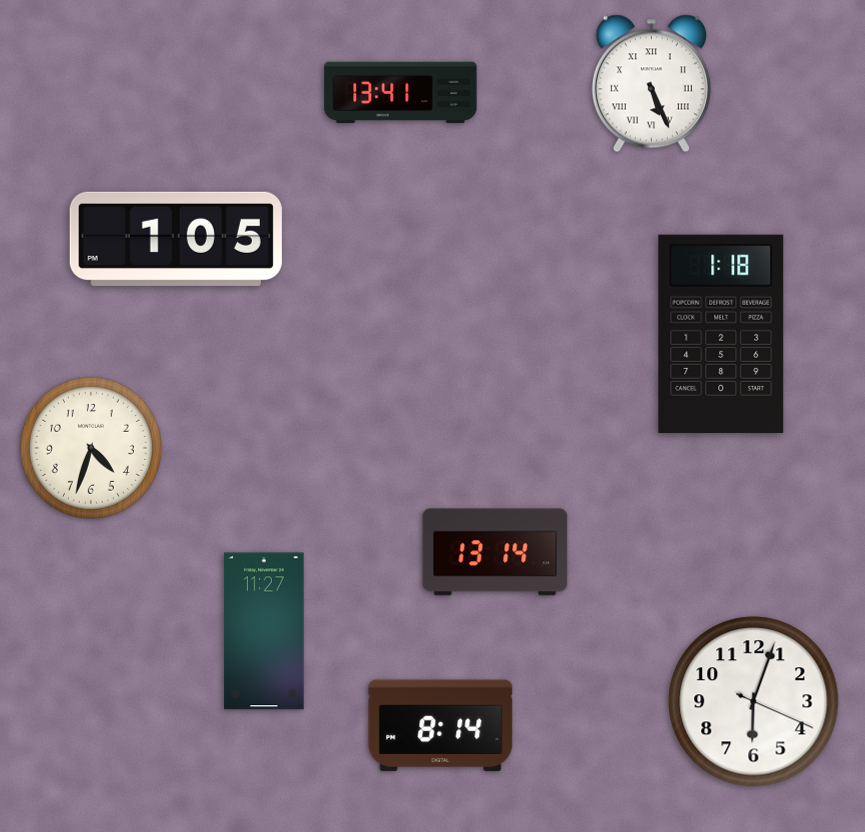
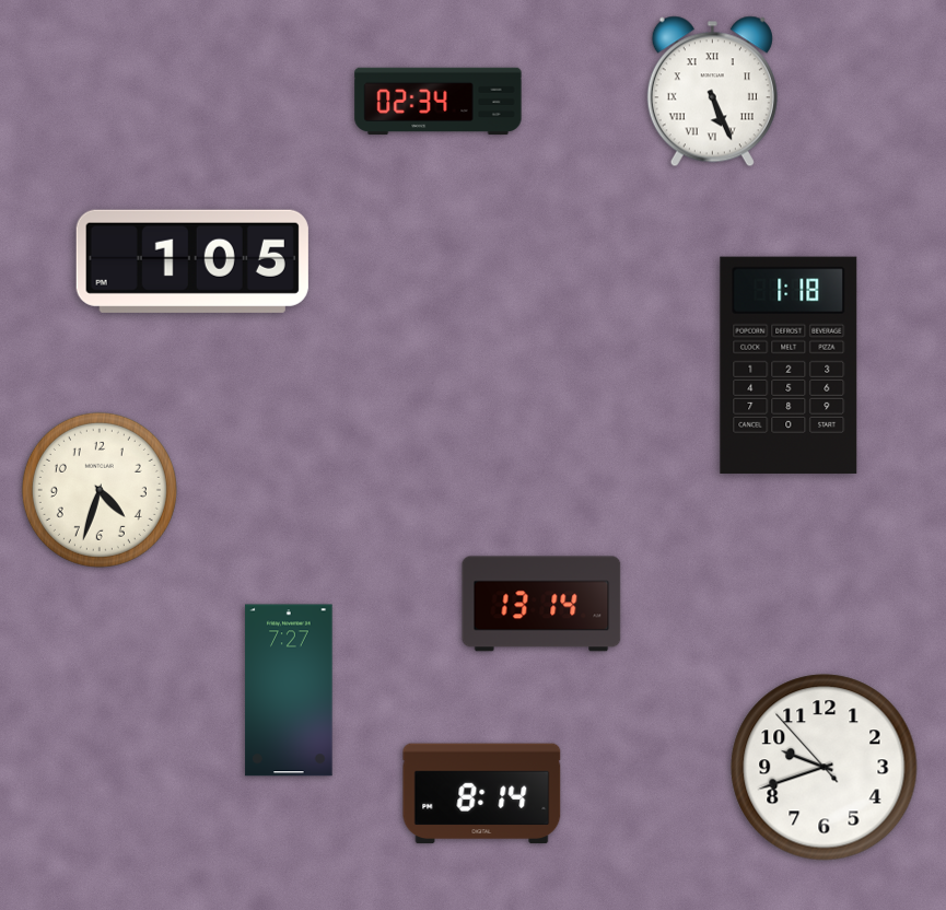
clock at (401, 93): 13:41 -> 02:34
clock at (264, 631): 11:27 -> 7:27
clock at (754, 702): 6:03 -> 9:41
